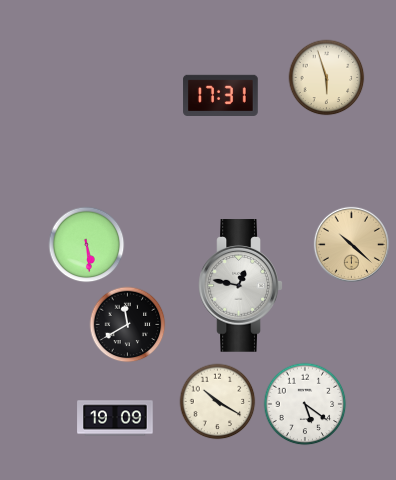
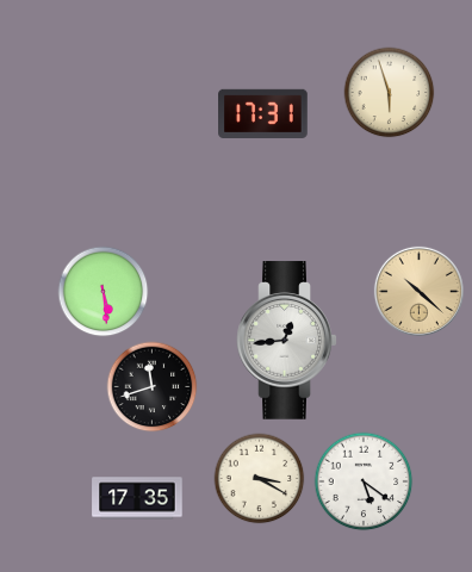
clock at (241, 286): 12:47 -> 12:44
clock at (128, 325): 11:40 -> 11:42
clock at (218, 402): 10:20 -> 3:20
clock at (115, 418): 19:09 -> 17:35
